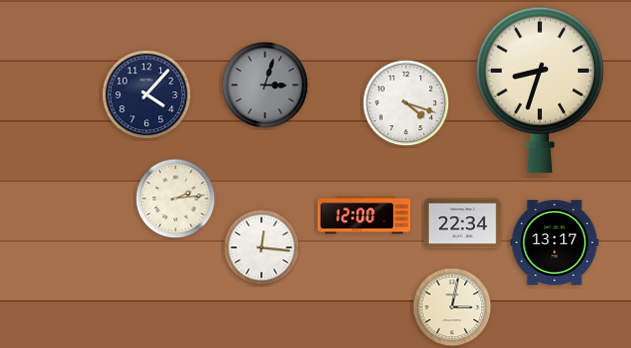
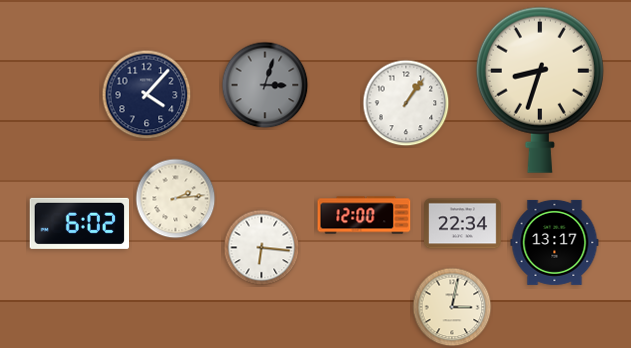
clock at (406, 103): 4:18 -> 1:06
clock at (80, 223): none -> 6:02
clock at (262, 248): 12:16 -> 6:16
